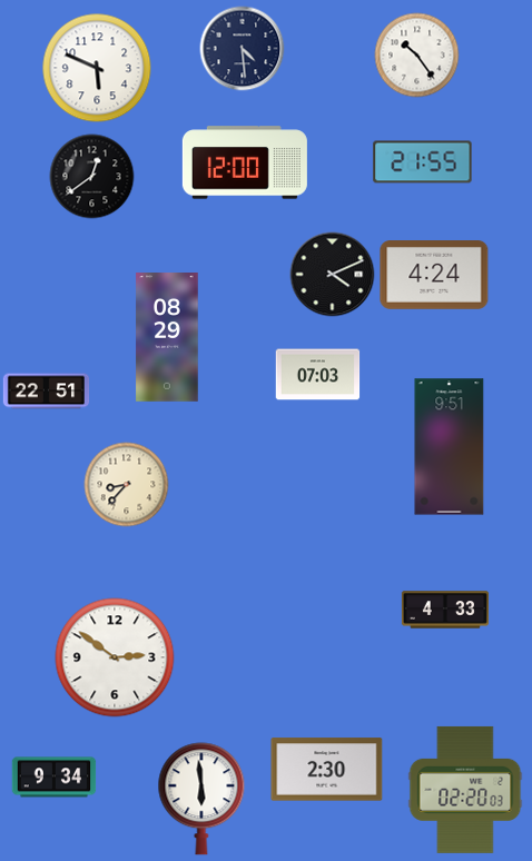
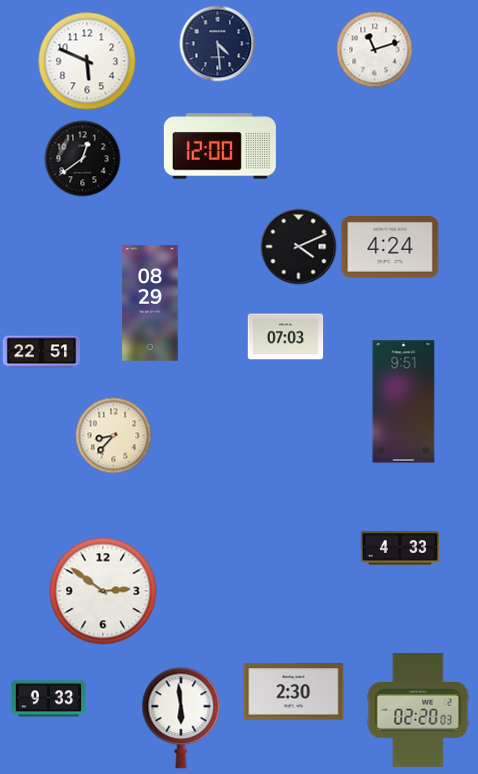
clock at (417, 56): 10:24 -> 11:12
clock at (423, 162): 21:55 -> none
clock at (55, 778): 9:34 -> 9:33
